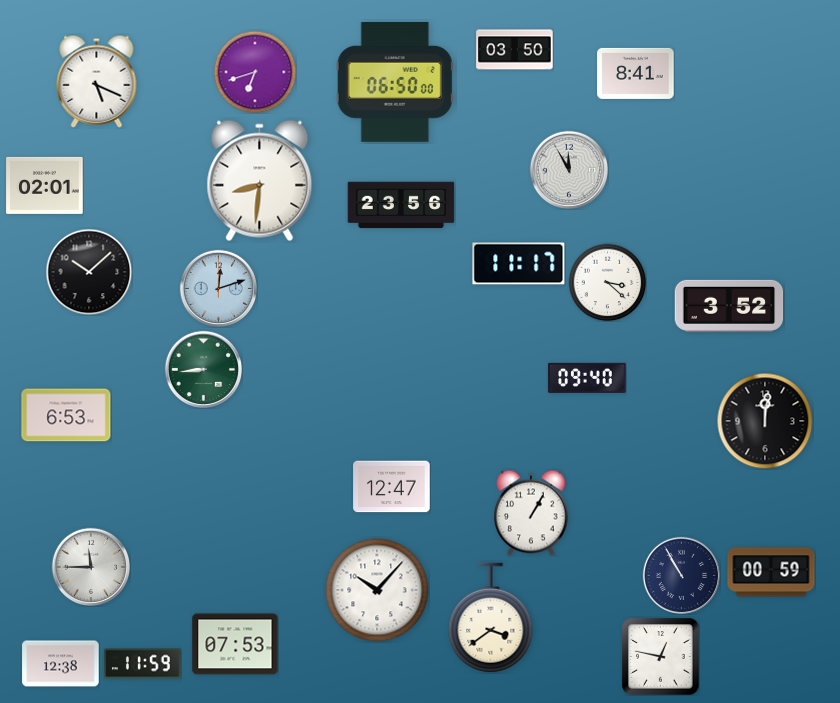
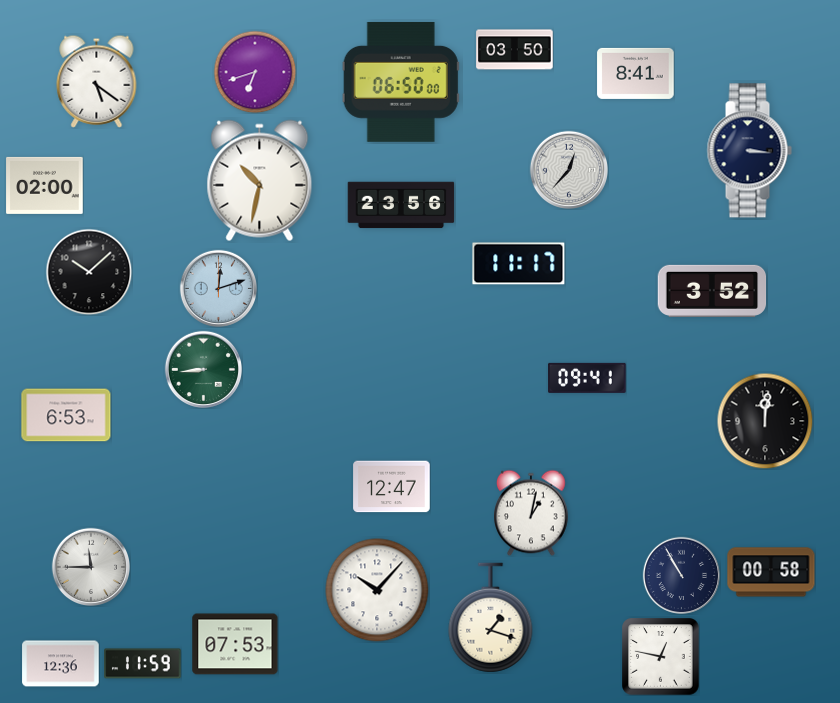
clock at (97, 81): 5:19 -> 5:21
clock at (395, 82) position: (395, 82) -> (401, 82)
clock at (749, 151): none -> 3:16
clock at (568, 169): 11:55 -> 12:37
clock at (260, 181): 8:31 -> 10:32
clock at (45, 185): 02:01 -> 02:00
clock at (607, 282): 3:22 -> none
clock at (729, 306) position: (729, 306) -> (712, 291)
clock at (587, 378): 09:40 -> 09:41
clock at (532, 513): 1:05 -> 1:02
clock at (771, 572): 00:59 -> 00:58
clock at (491, 618): 3:39 -> 1:18
clock at (61, 664): 12:38 -> 12:36
